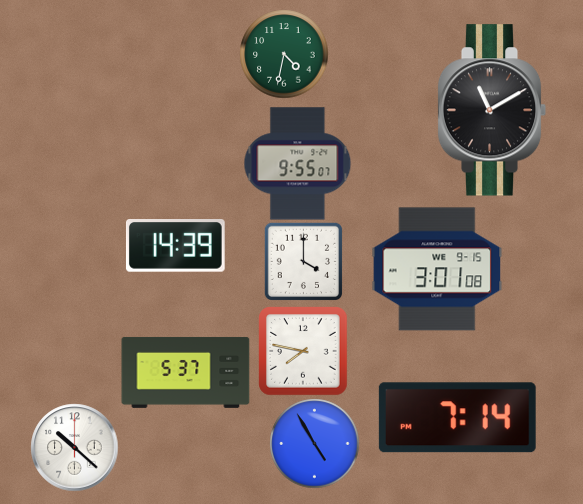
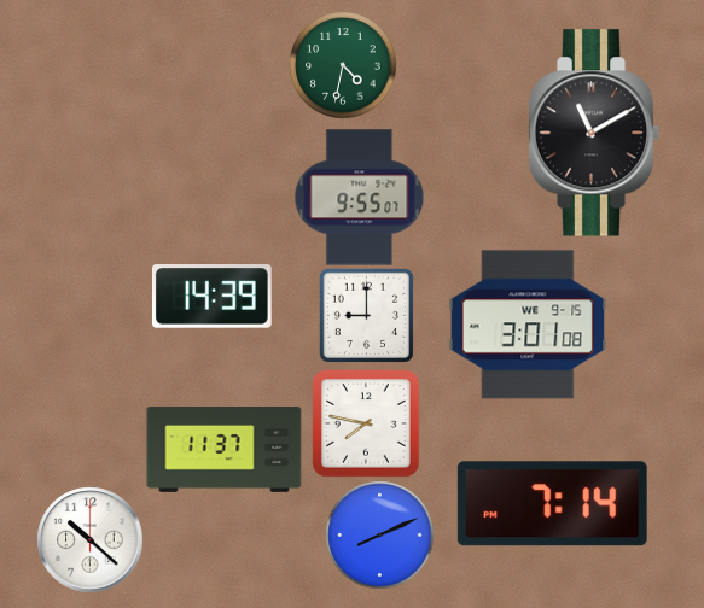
clock at (303, 261): 4:00 -> 9:00
clock at (186, 372): 5:37 -> 11:37
clock at (314, 443): 4:55 -> 8:11
